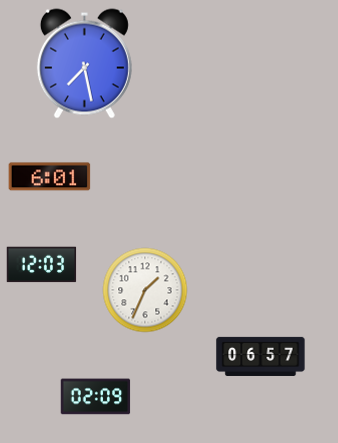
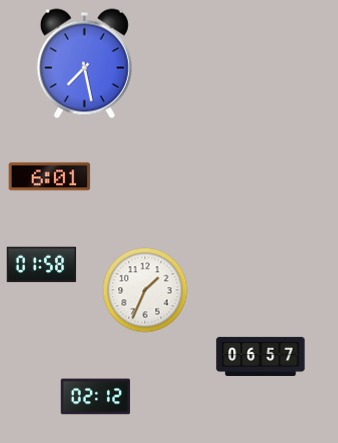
clock at (42, 265): 12:03 -> 01:58
clock at (96, 397): 02:09 -> 02:12
